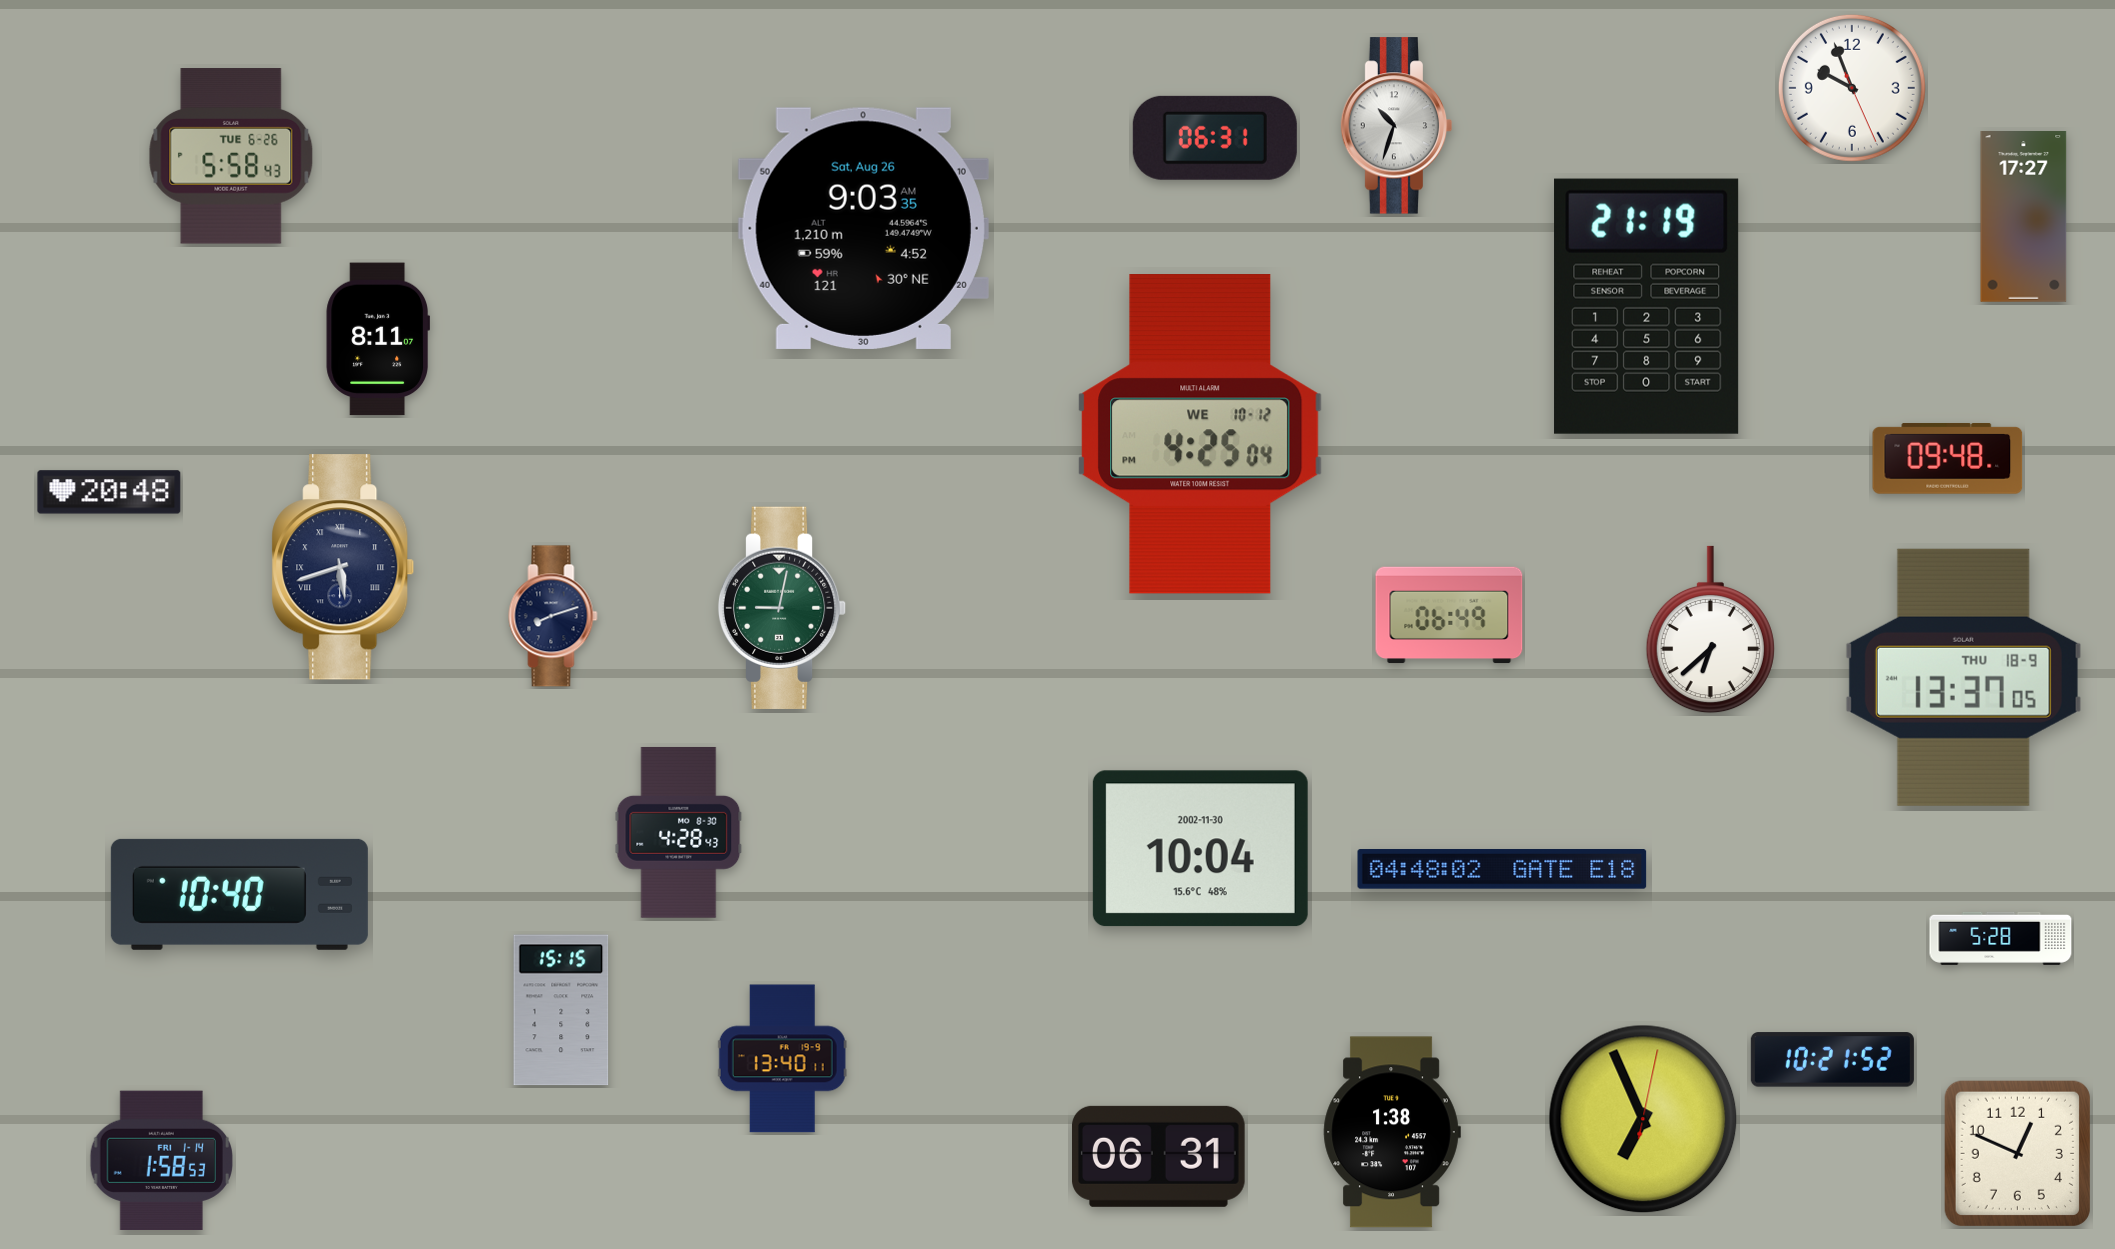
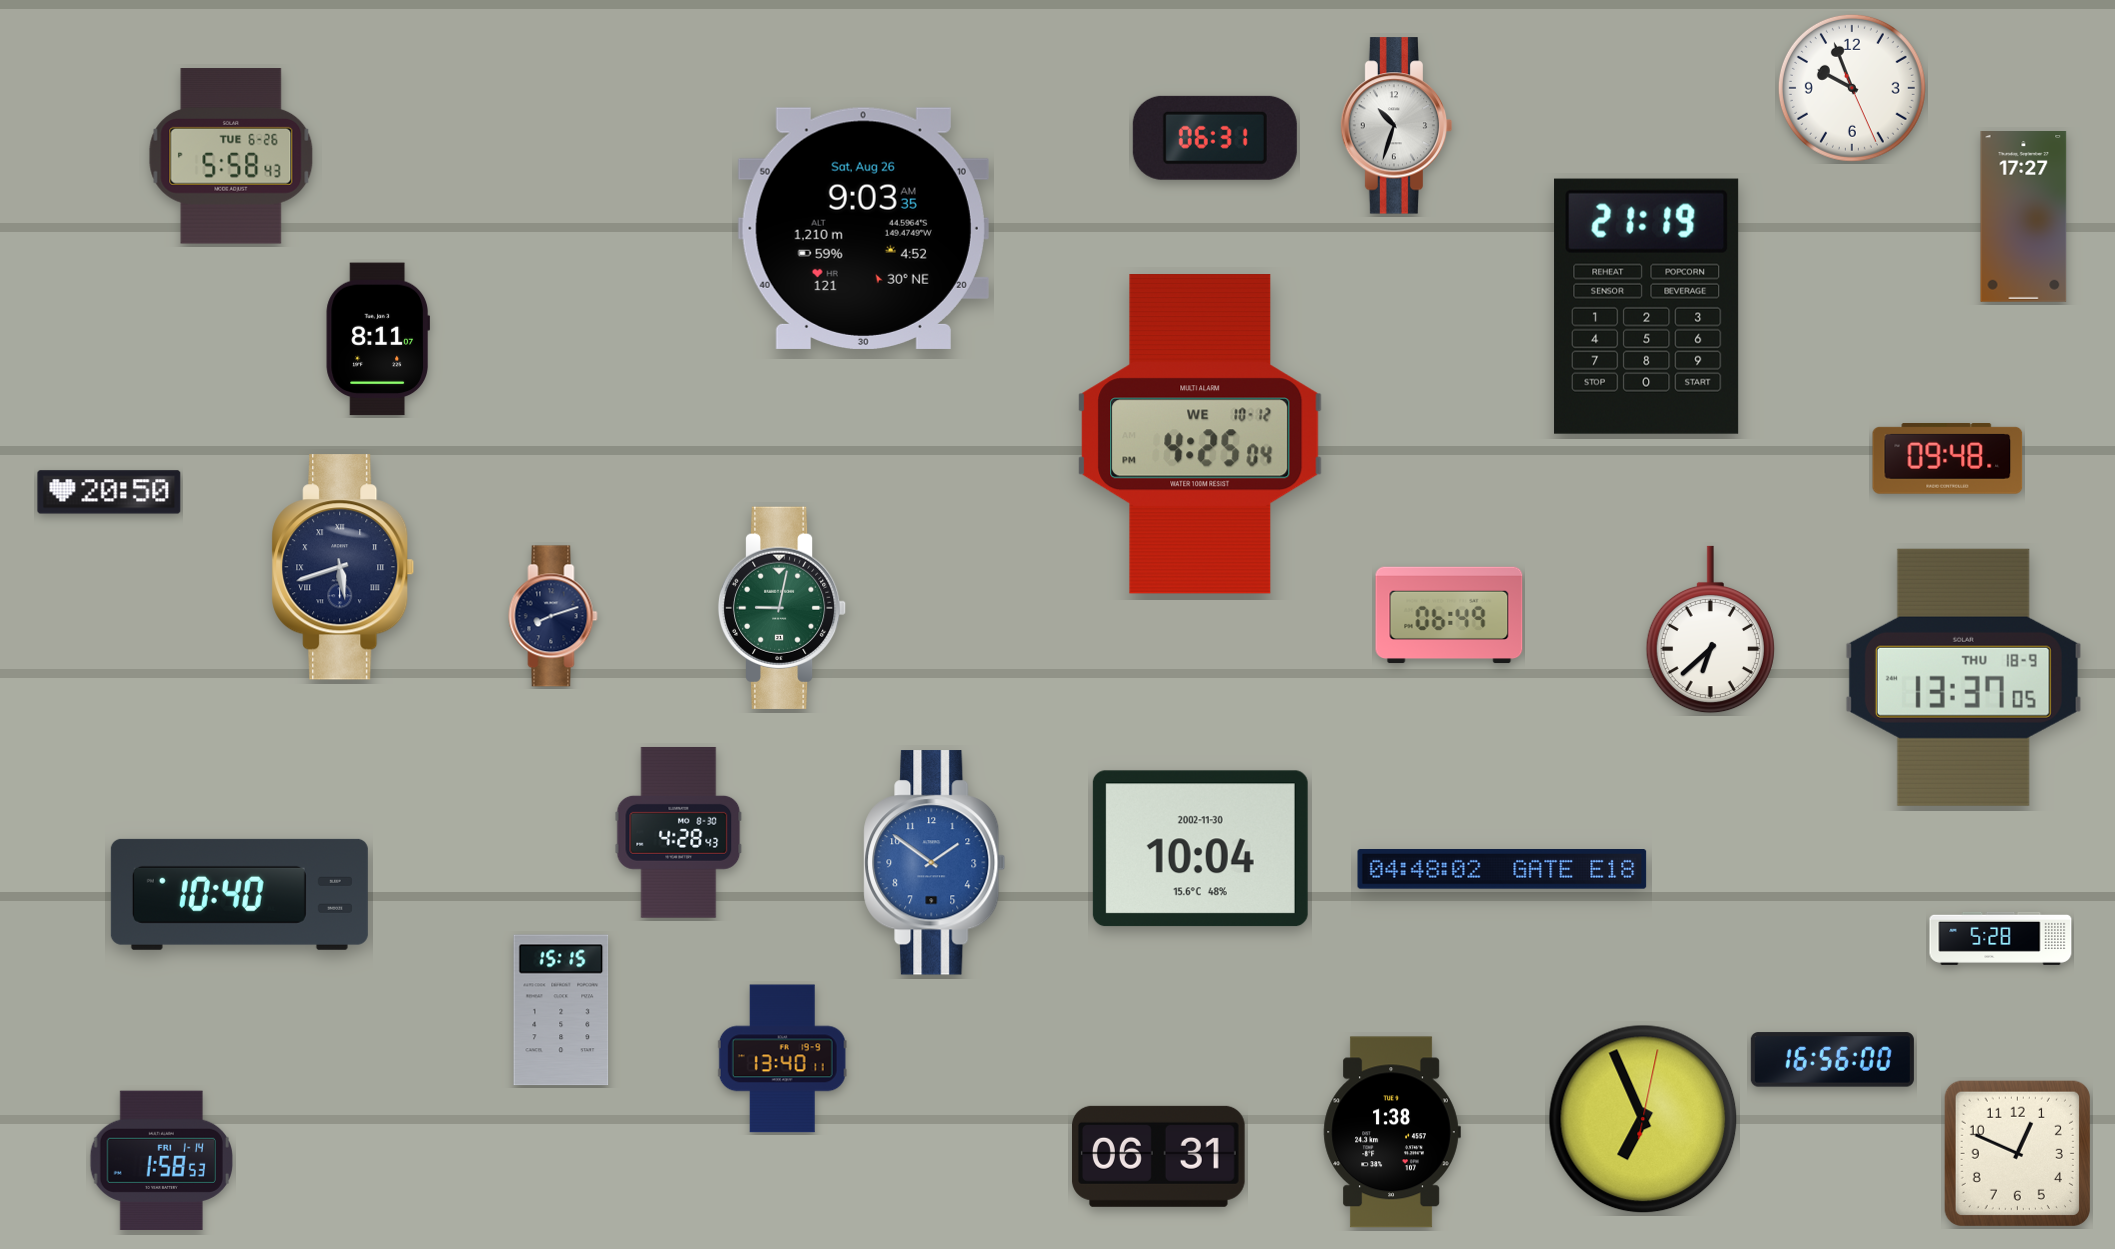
clock at (109, 492): 20:48 -> 20:50
clock at (935, 863): none -> 1:51
clock at (1832, 1060): 10:21 -> 16:56
